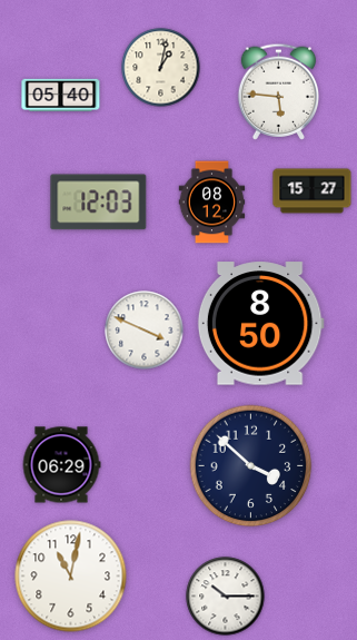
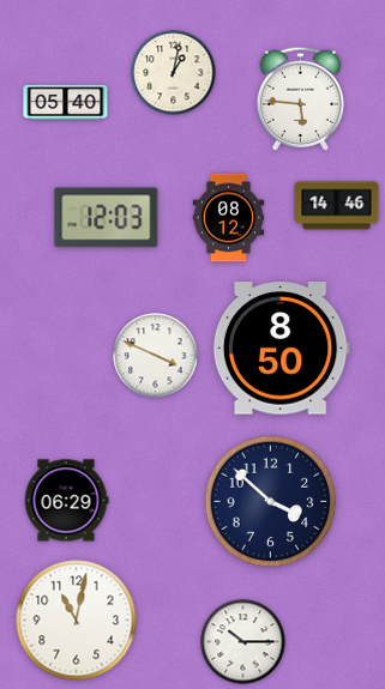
clock at (313, 191): 15:27 -> 14:46
